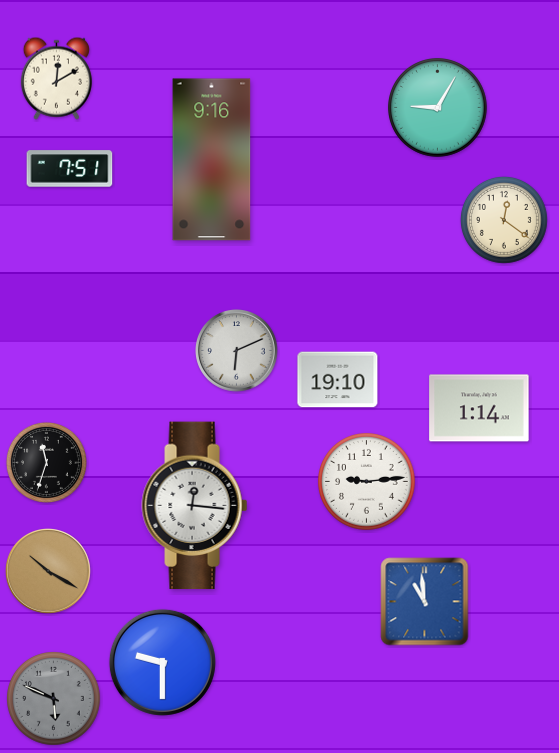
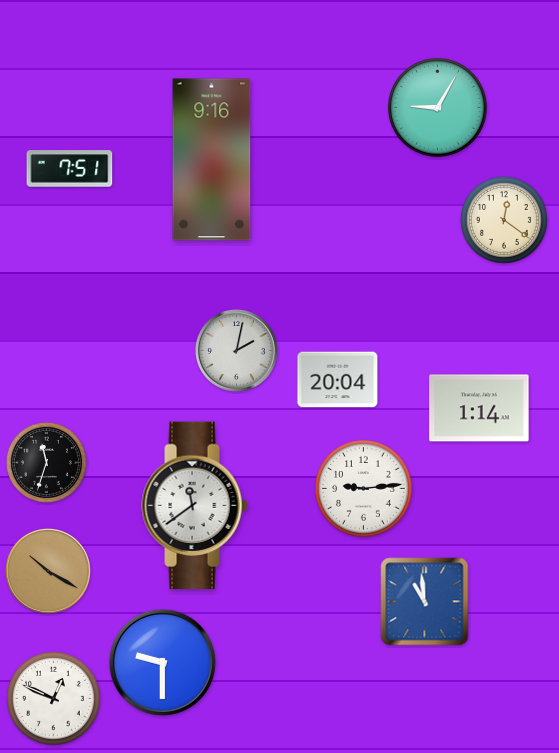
clock at (56, 78): 12:10 -> none
clock at (237, 351): 6:11 -> 2:02
clock at (338, 380): 19:10 -> 20:04
clock at (367, 482) position: (367, 482) -> (364, 489)
clock at (195, 506): 12:16 -> 11:39
clock at (54, 699): 5:49 -> 12:49
clock at (54, 699) dial: grey -> white
